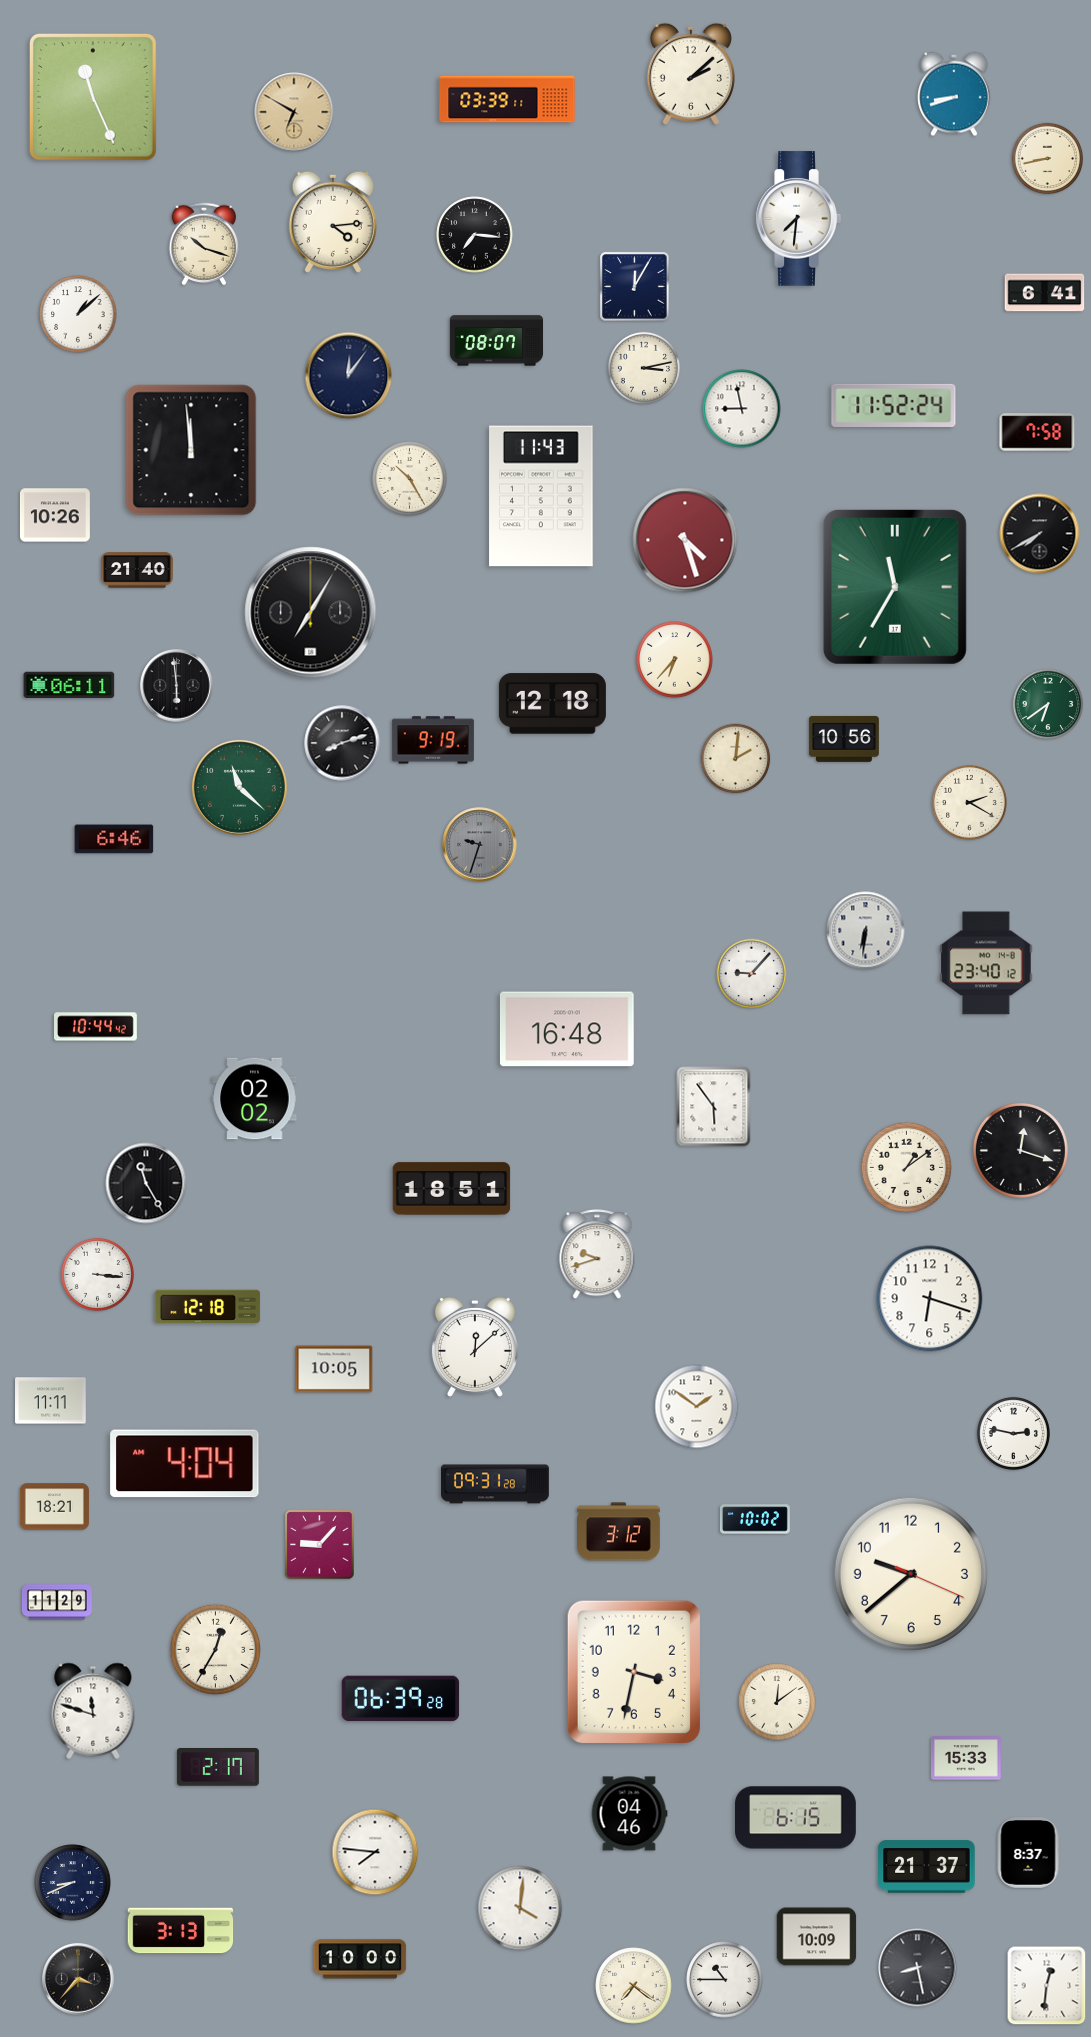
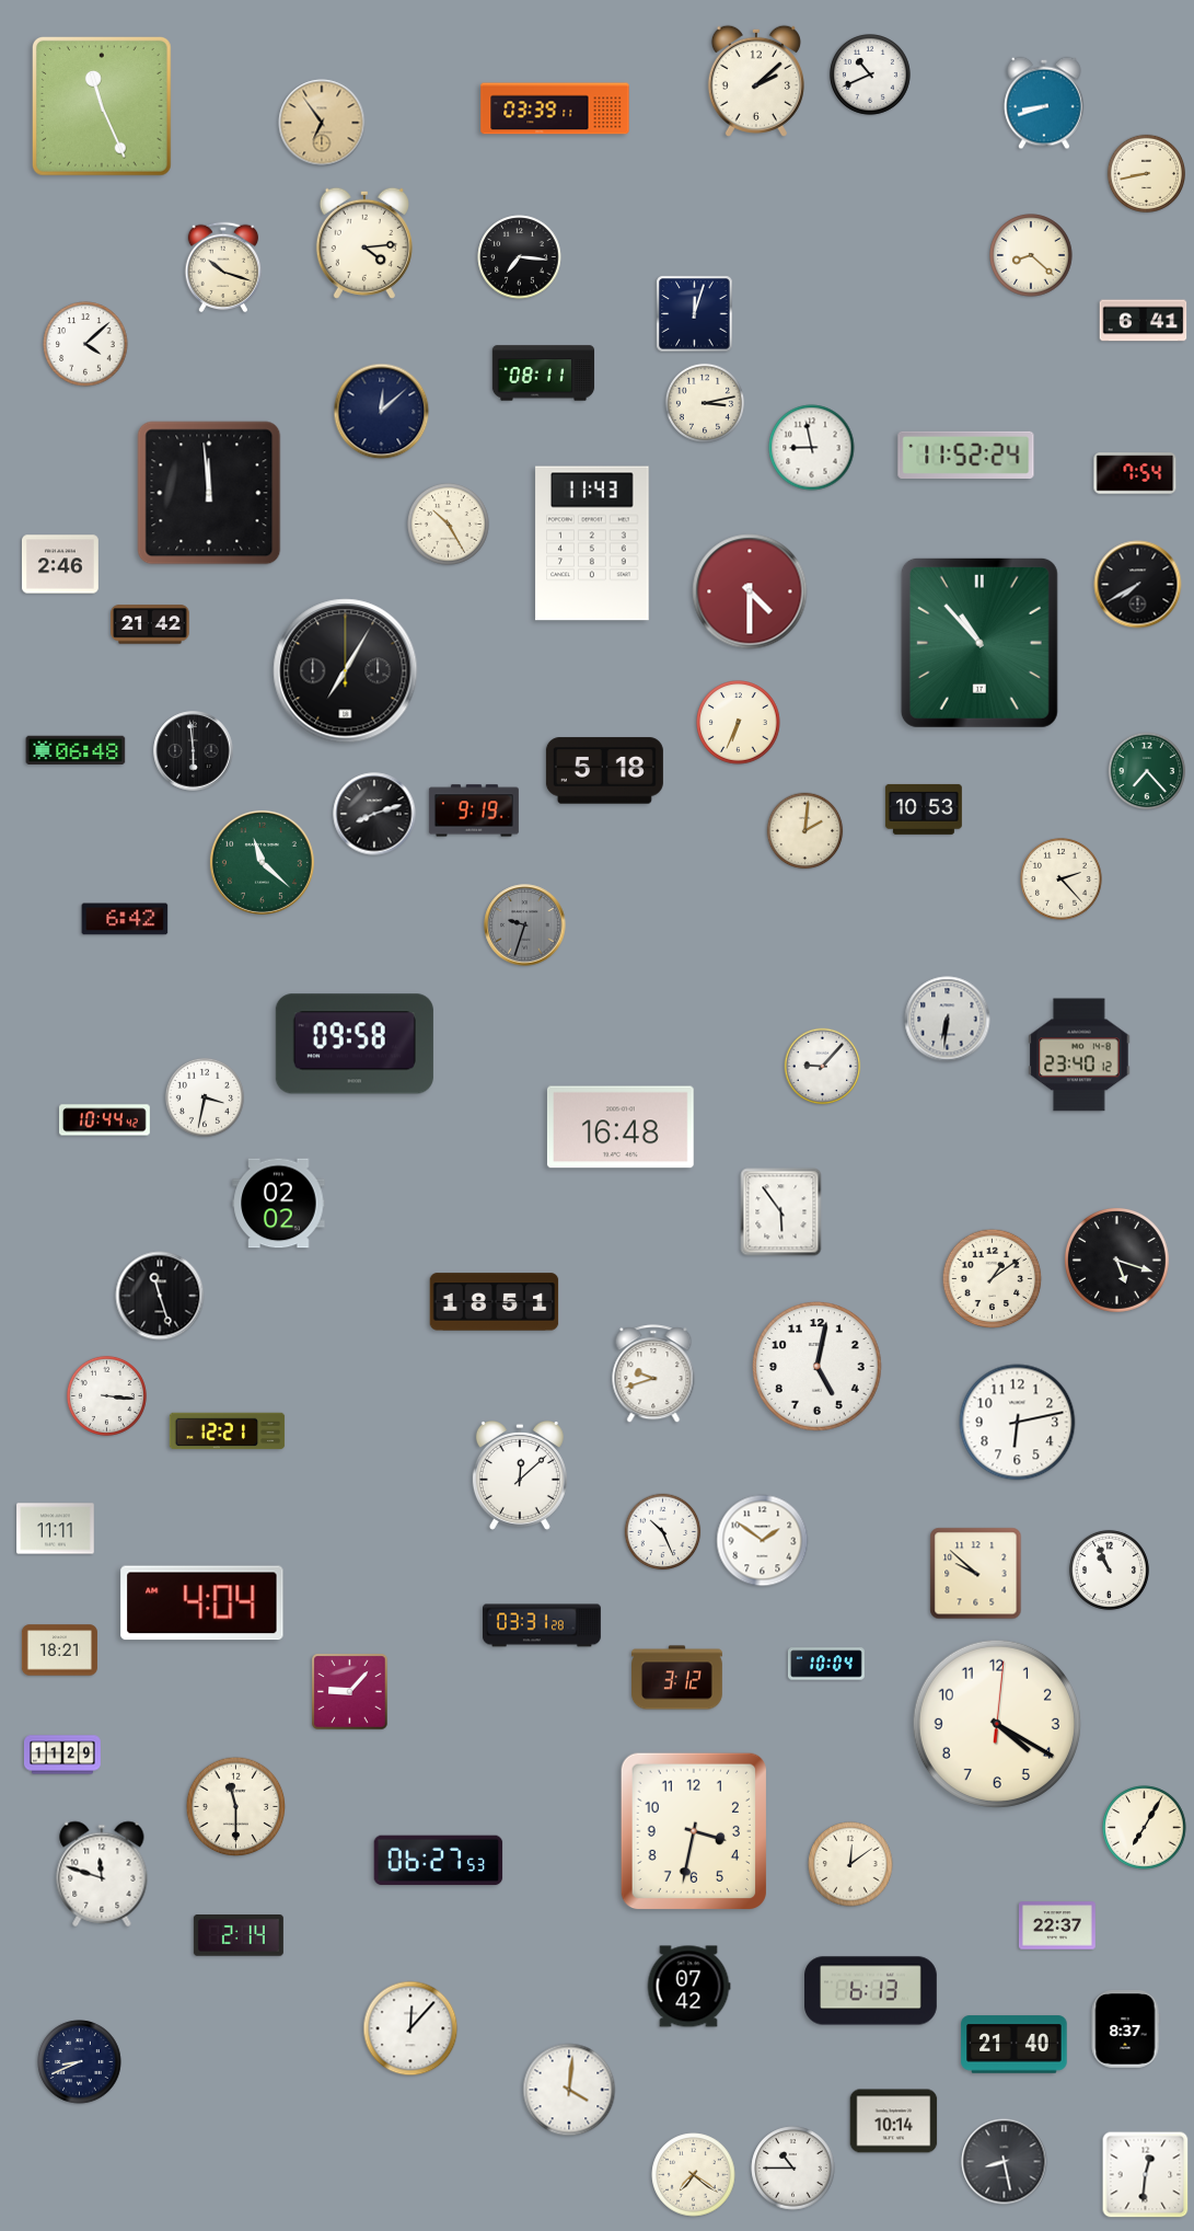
clock at (870, 74): none -> 10:41
clock at (294, 112): 6:50 -> 6:54
clock at (798, 219): 7:31 -> none
clock at (1031, 255): none -> 8:22
clock at (635, 287): 12:05 -> 12:03
clock at (78, 314): 1:08 -> 4:08
clock at (497, 341): 08:07 -> 08:11
clock at (349, 376): 12:06 -> 12:08
clock at (894, 405) position: (894, 405) -> (966, 455)
clock at (1037, 432): 7:58 -> 7:54
clock at (55, 515): 10:26 -> 2:46
clock at (685, 540): 4:27 -> 4:30
clock at (137, 570): 21:40 -> 21:42
clock at (895, 587): 11:35 -> 10:53
clock at (311, 613) position: (311, 613) -> (346, 671)
clock at (675, 660): 6:37 -> 6:34
clock at (69, 685): 06:11 -> 06:48
clock at (552, 704): 12:18 -> 5:18
clock at (1048, 704): 6:39 -> 7:23
clock at (844, 739): 10:56 -> 10:53
clock at (970, 803): 2:20 -> 2:23
clock at (114, 839): 6:46 -> 6:42
clock at (355, 1044): none -> 09:58
clock at (205, 1097): none -> 3:32
clock at (96, 1027) position: (96, 1027) -> (105, 1120)
clock at (1021, 1151): 12:18 -> 5:18
clock at (146, 1183): 11:25 -> 11:27
clock at (818, 1367): none -> 5:02
clock at (930, 1299): 6:18 -> 6:13
clock at (208, 1307): 12:18 -> 12:21
clock at (334, 1369): 10:05 -> none
clock at (663, 1532): none -> 10:26
clock at (51, 1401) position: (51, 1401) -> (56, 1529)
clock at (1013, 1433): 2:47 -> 10:56
clock at (976, 1574): none -> 9:52
clock at (495, 1484): 09:31 -> 03:31
clock at (755, 1519): 10:02 -> 10:04
clock at (911, 1574): 9:38 -> 4:20
clock at (216, 1650): 12:35 -> 11:30
clock at (1145, 1828): none -> 7:05
clock at (401, 1699): 06:39 -> 06:27
clock at (966, 1758): 15:33 -> 22:37
clock at (218, 1767): 2:17 -> 2:14
clock at (629, 1814): 04:46 -> 07:42
clock at (796, 1818): 6:15 -> 6:13
clock at (375, 1852): 7:46 -> 12:07
clock at (927, 1867): 21:37 -> 21:40
clock at (181, 1931): 3:13 -> none
clock at (817, 1937): 10:09 -> 10:14
clock at (360, 1959): 10:00 -> none
clock at (918, 1968) position: (918, 1968) -> (1005, 2162)
clock at (78, 1979): 3:37 -> none
